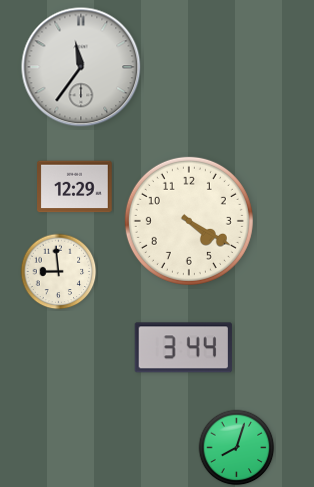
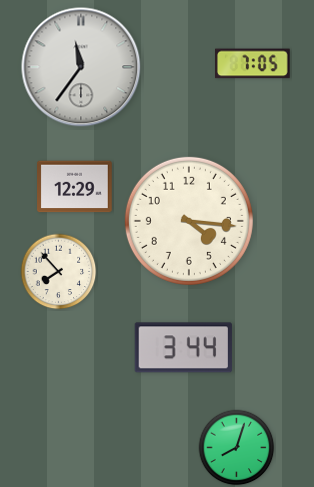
clock at (253, 64): none -> 7:05
clock at (189, 221): 4:20 -> 4:16
clock at (59, 272): 8:59 -> 7:53
